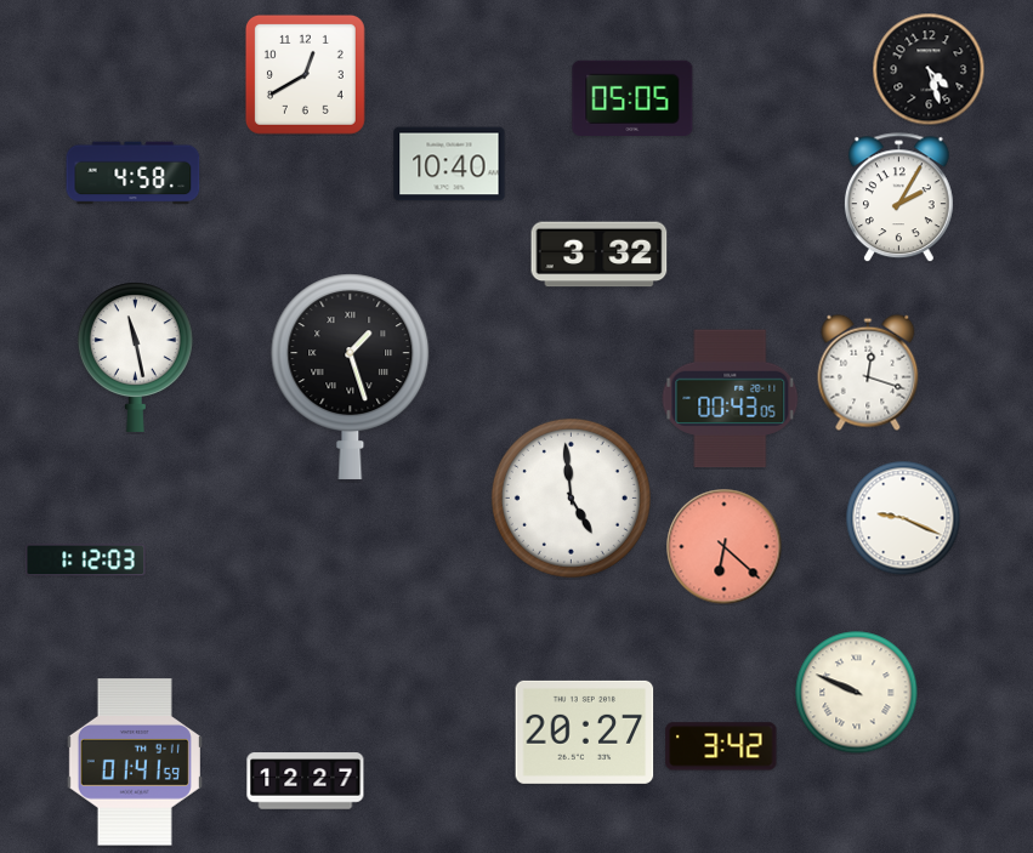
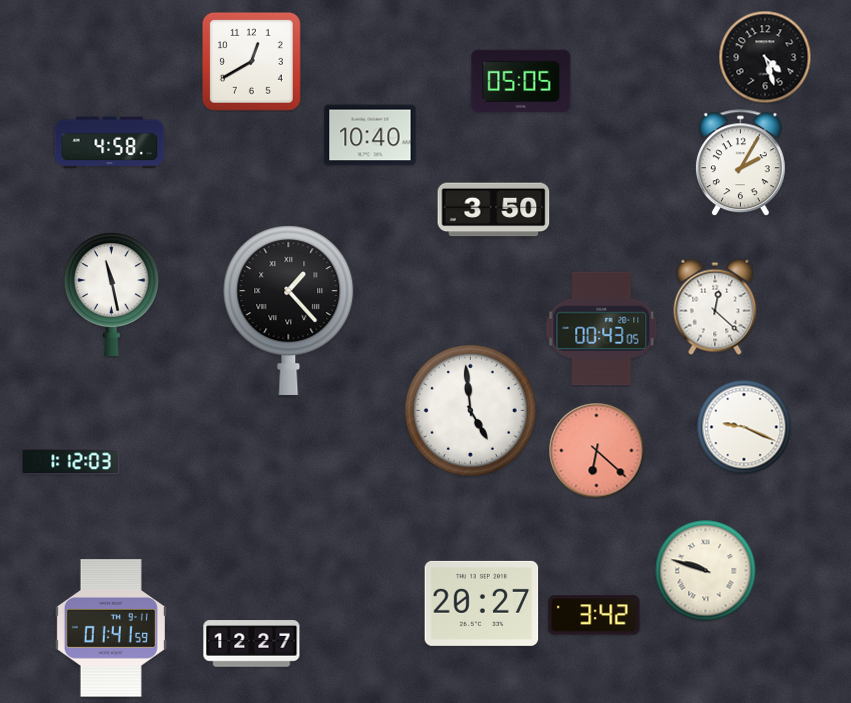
clock at (600, 255): 3:32 -> 3:50
clock at (868, 373): 12:18 -> 12:22
clock at (351, 376): 1:27 -> 1:23
clock at (857, 693): 9:49 -> 9:48
